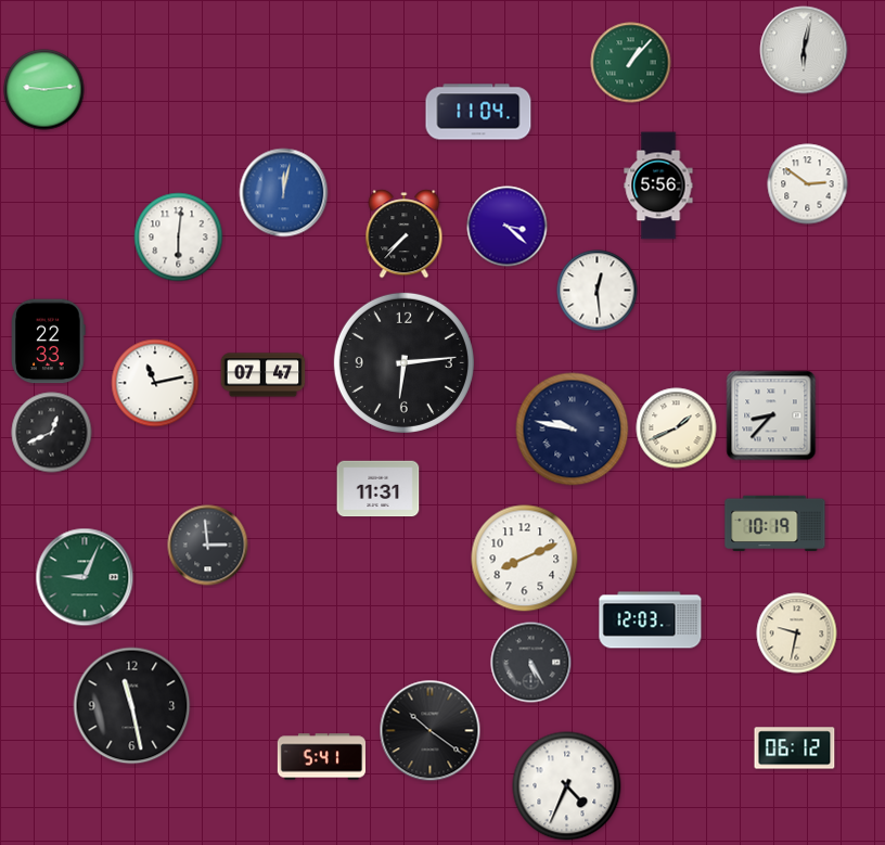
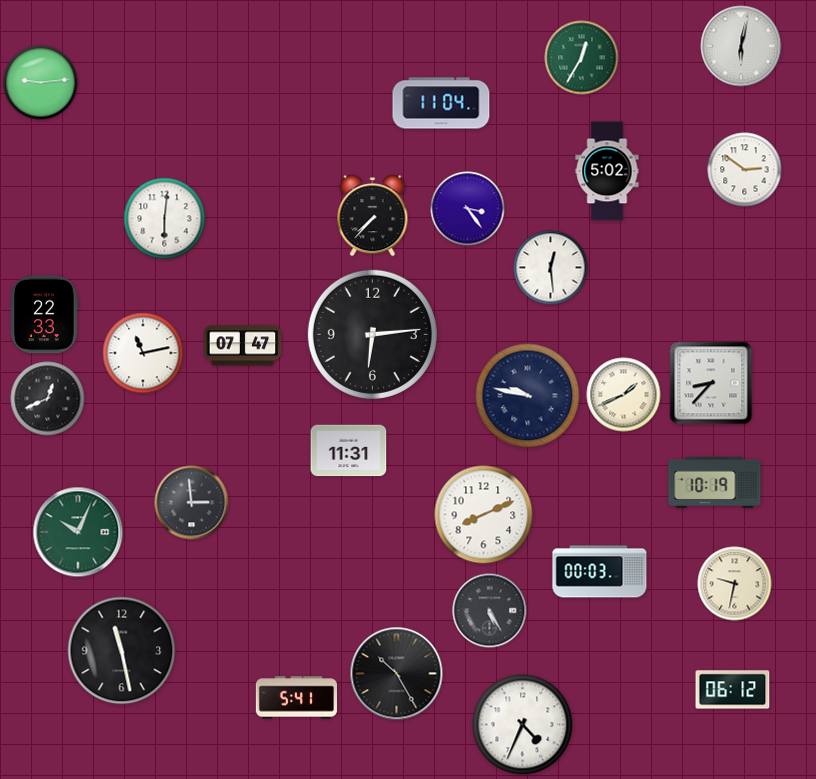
clock at (631, 63): 1:07 -> 12:35
clock at (658, 185): 5:56 -> 5:02
clock at (284, 193): 12:02 -> none
clock at (508, 227): 3:22 -> 3:24
clock at (85, 577): 9:04 -> 10:04
clock at (651, 620): 12:03 -> 00:03
clock at (431, 731): 10:21 -> 10:25
